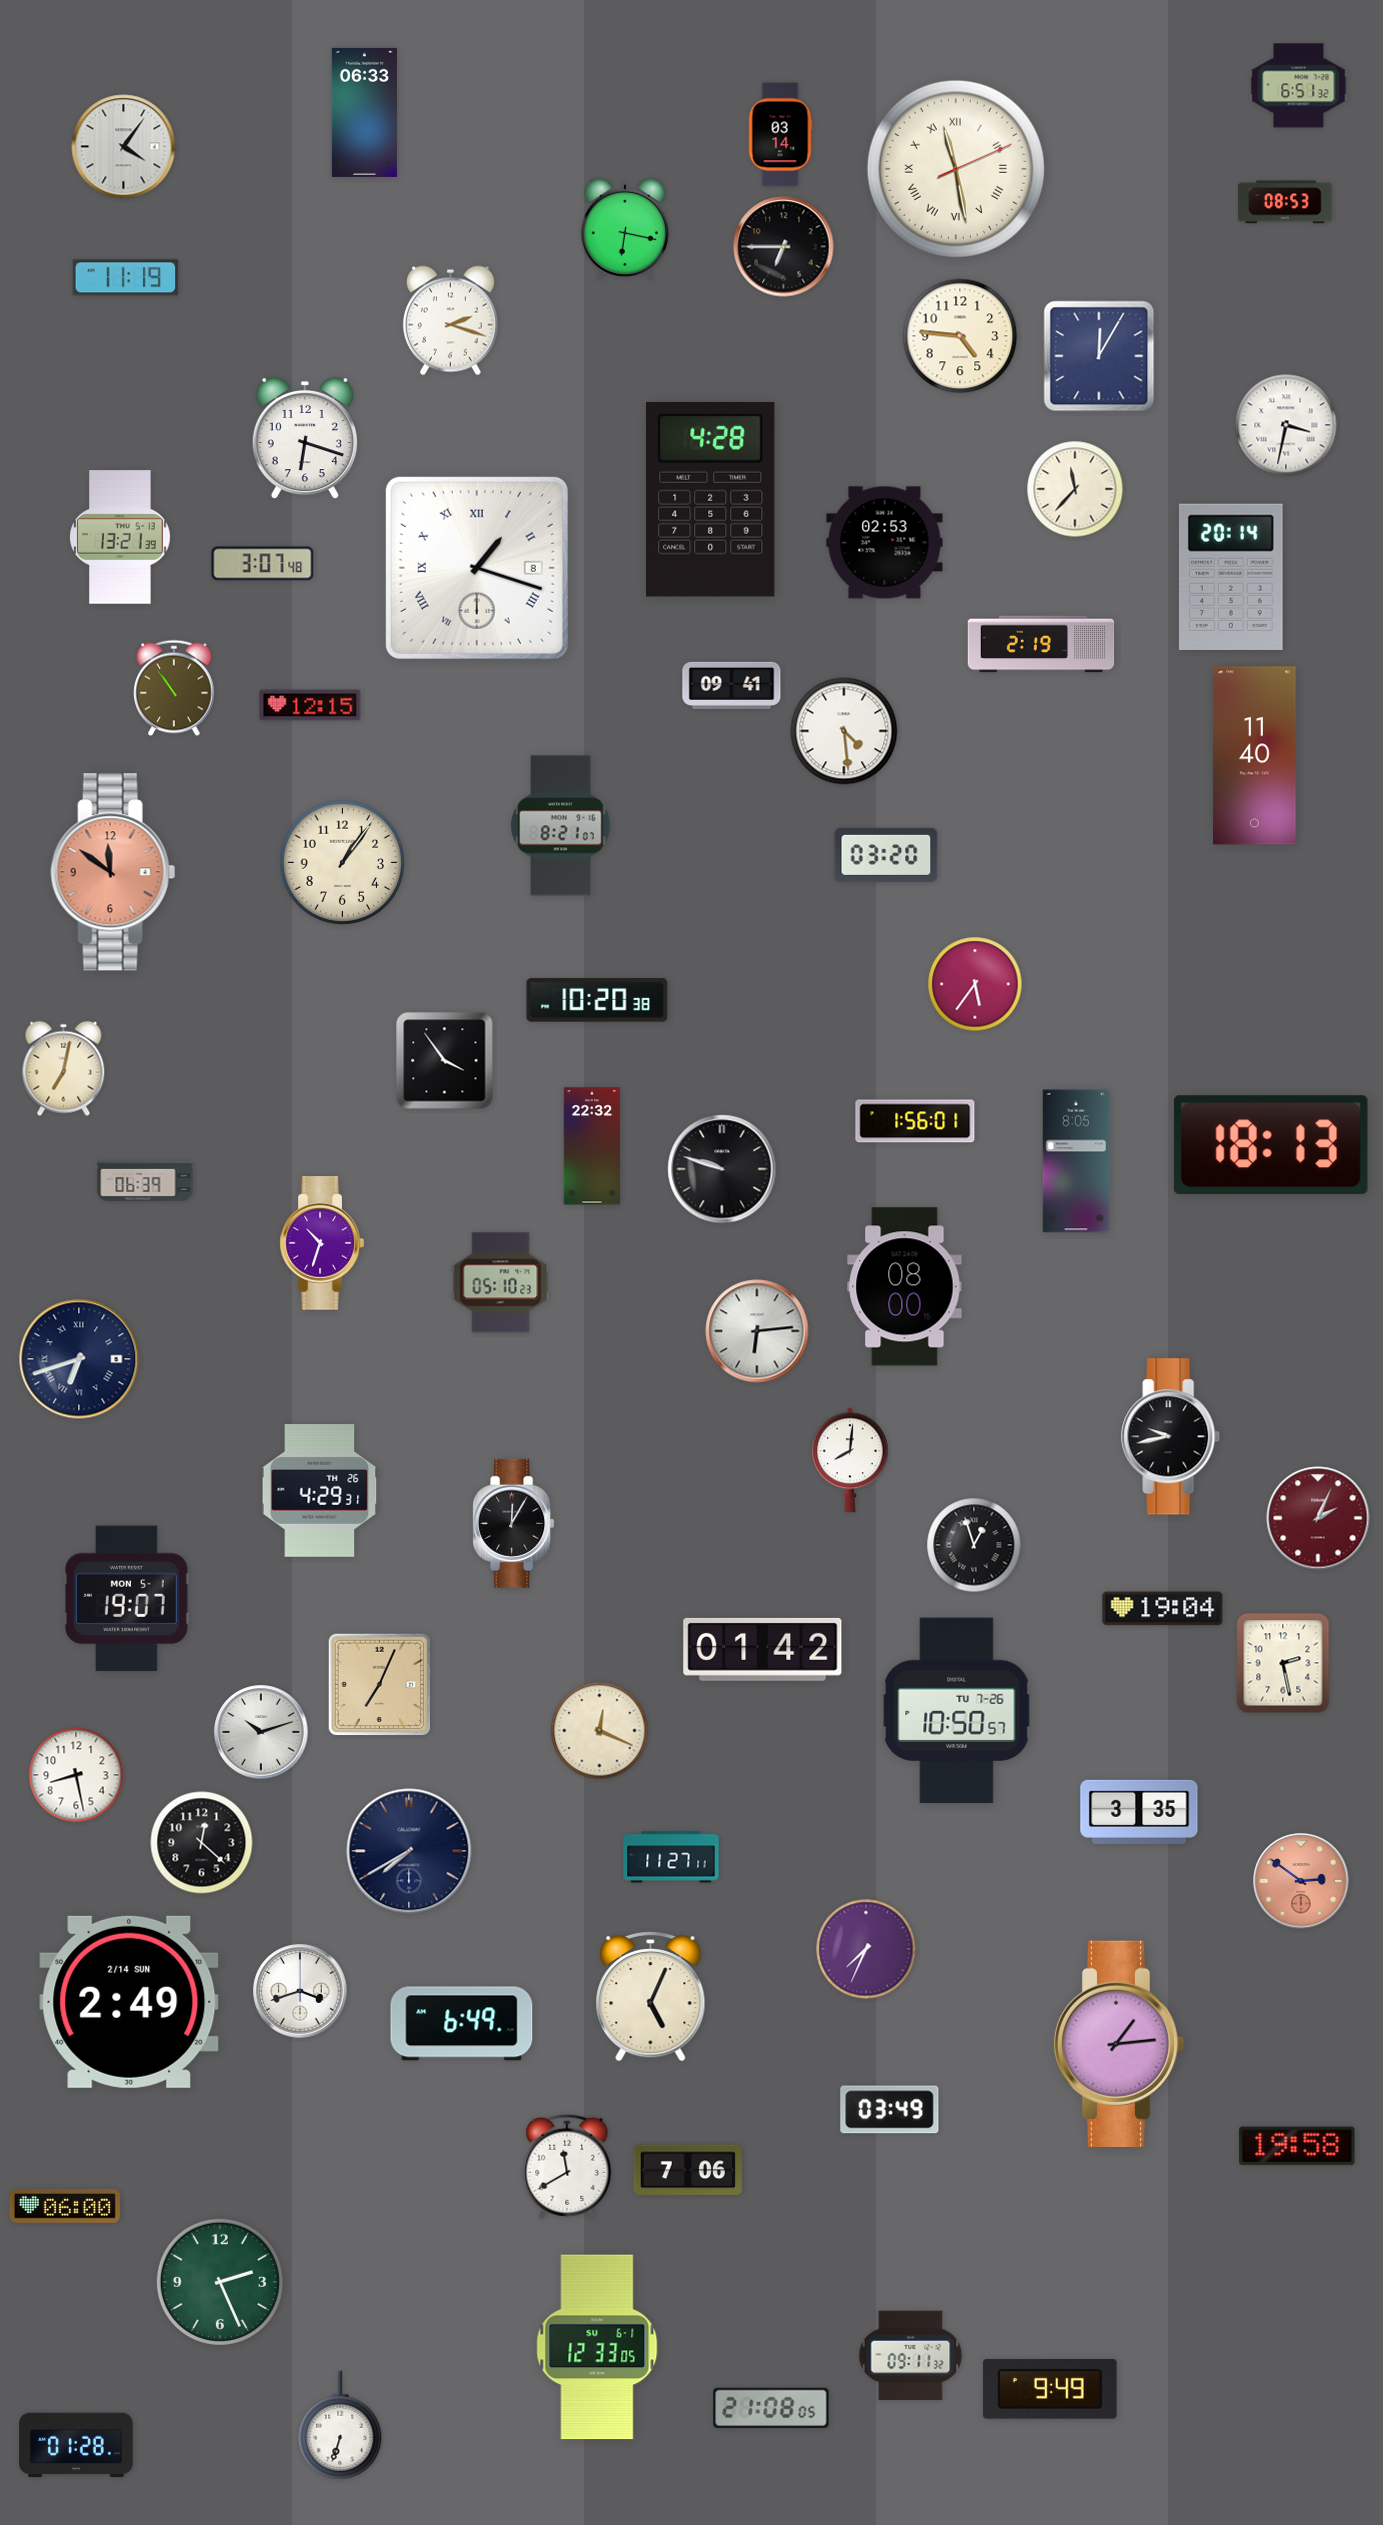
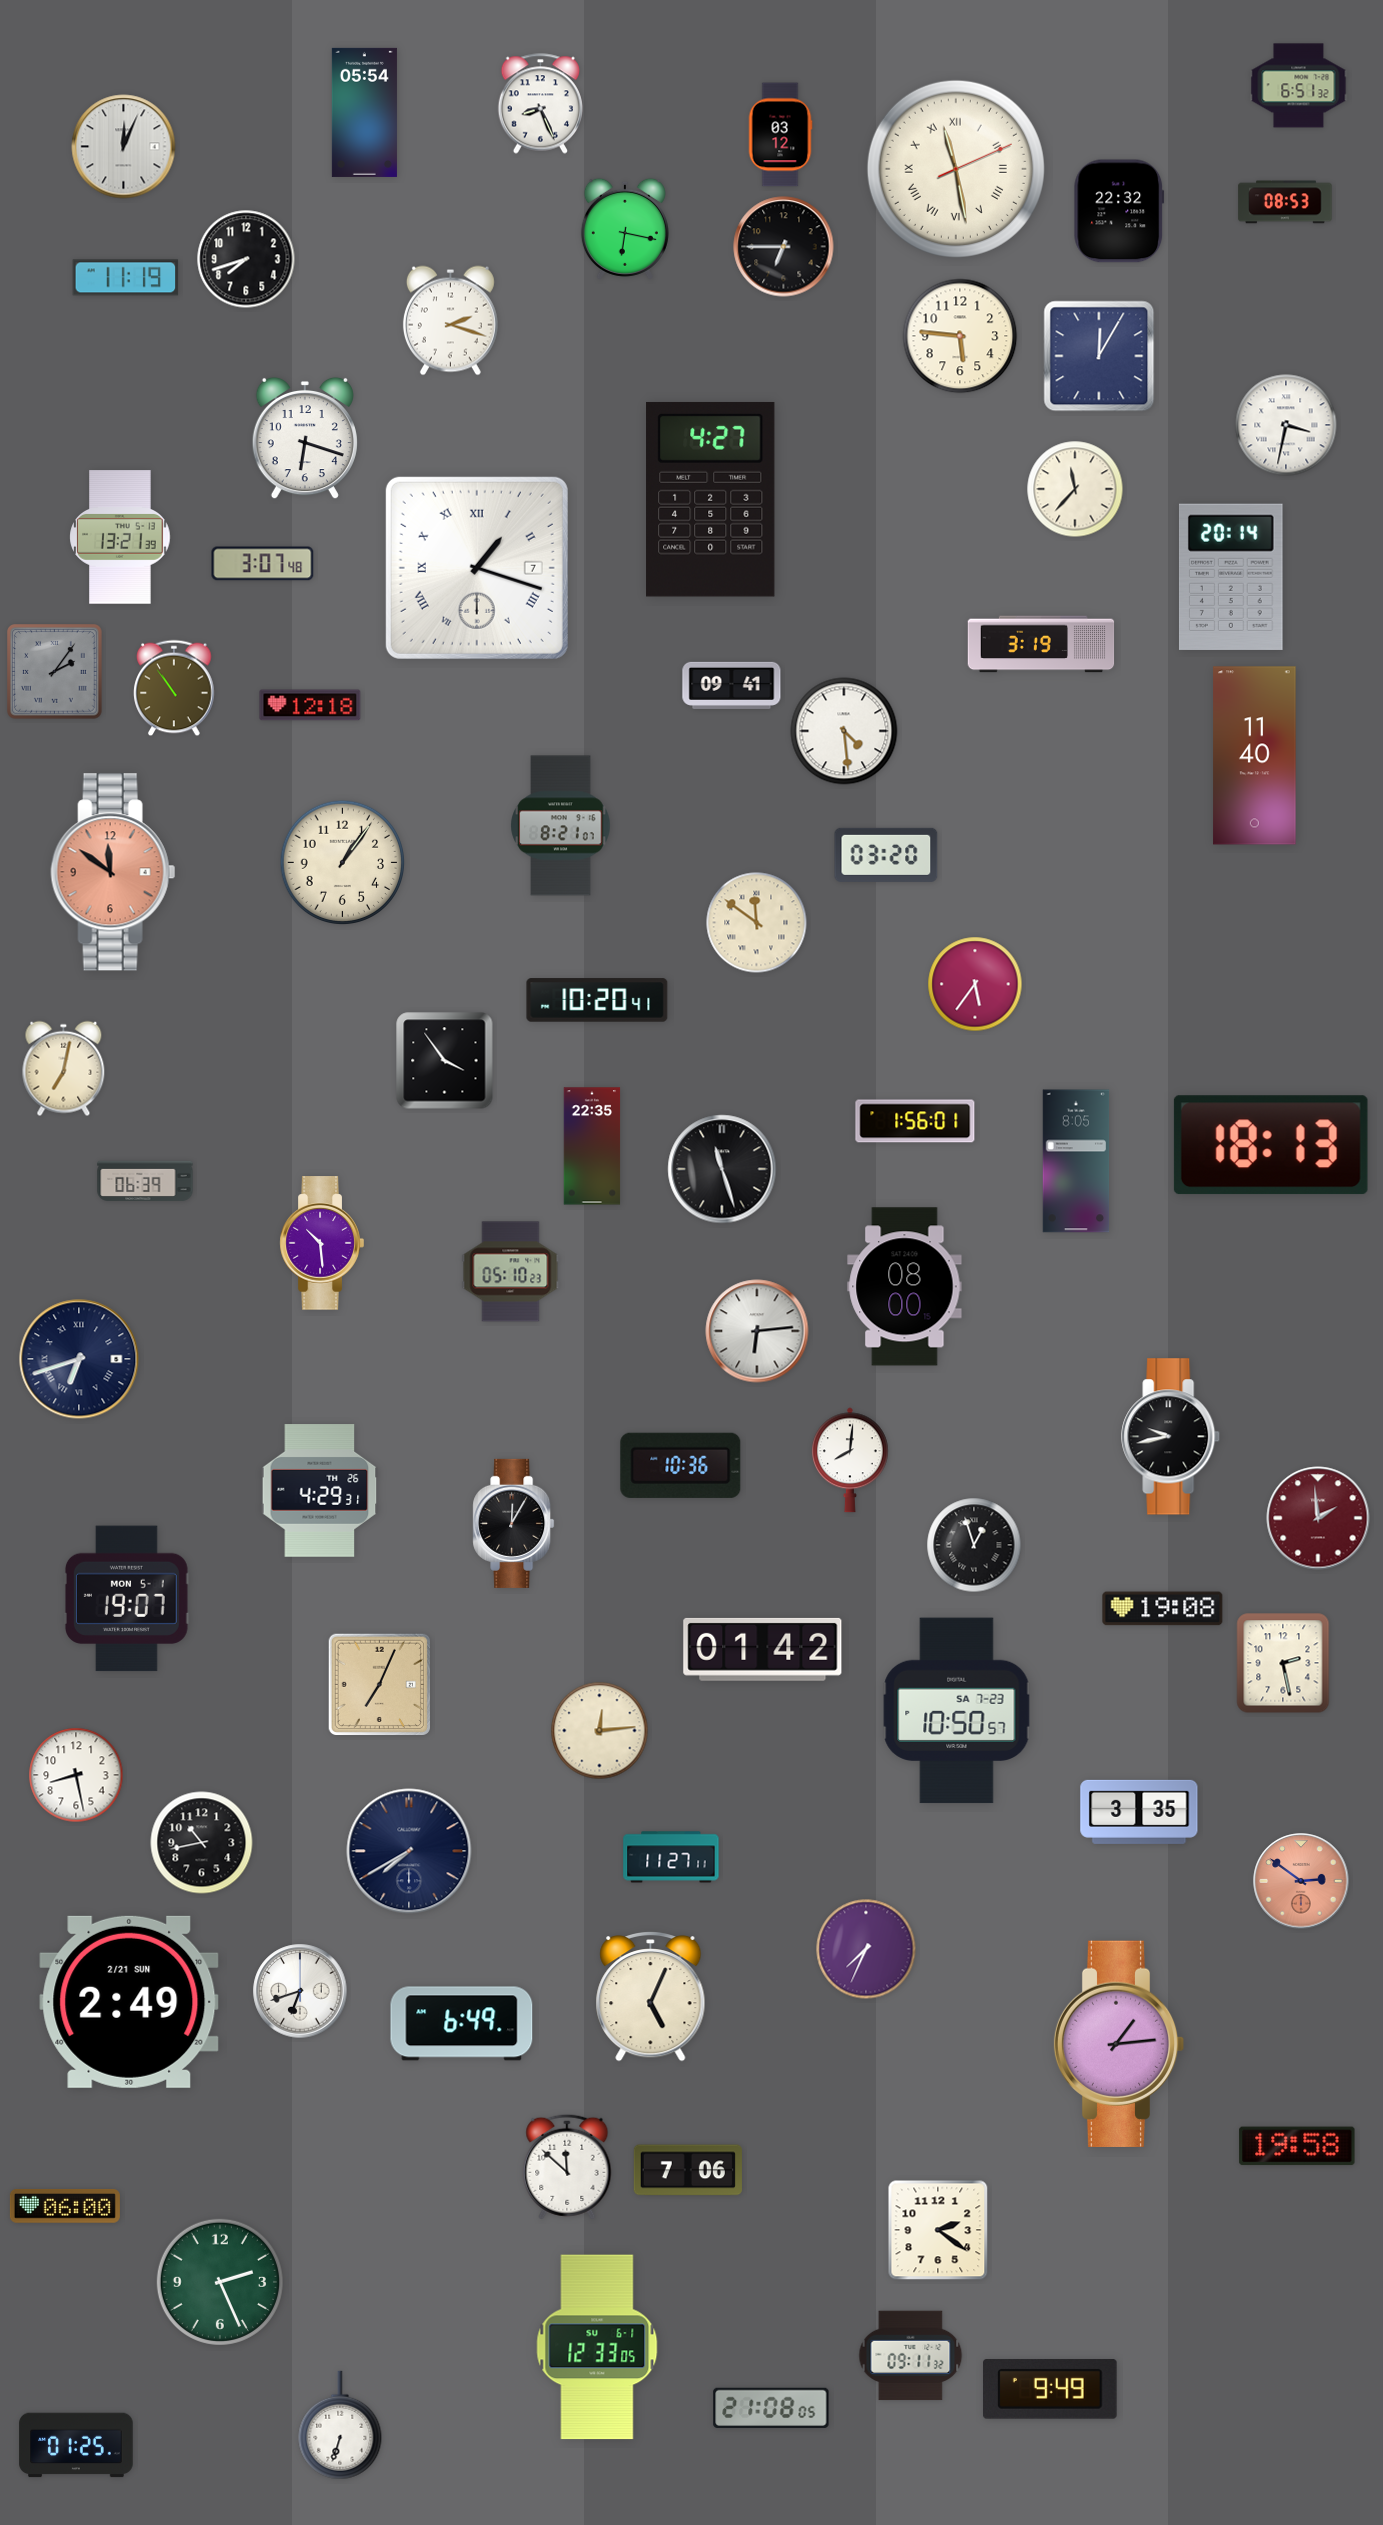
clock at (540, 104): none -> 8:26
clock at (364, 112): 06:33 -> 05:54
clock at (780, 135): 03:14 -> 03:12
clock at (124, 147): 4:06 -> 12:04
clock at (1119, 211): none -> 22:32
clock at (246, 259): none -> 7:42
clock at (960, 336): 4:46 -> 5:46
clock at (711, 499): 4:28 -> 4:27
clock at (885, 543): 02:53 -> none
clock at (477, 568) date: 8 -> 7
clock at (1041, 644): 2:19 -> 3:19
clock at (55, 672): none -> 2:06
clock at (310, 705): 12:15 -> 12:18
clock at (757, 923): none -> 11:51
clock at (597, 1000): 10:20:38 -> 10:20:41
clock at (592, 1146): 22:32 -> 22:35
clock at (722, 1169): 9:48 -> 11:27
clock at (322, 1243): 10:33 -> 10:29
clock at (501, 1283) position: (501, 1283) -> (511, 1272)
clock at (681, 1465): none -> 10:36
clock at (1318, 1518): 2:04 -> 1:59
clock at (1163, 1609): 19:04 -> 19:08
clock at (957, 1711) date: TU 7-26 -> SA 7-23
clock at (600, 1731): 12:19 -> 12:14
clock at (261, 1732): 10:12 -> none
clock at (202, 1843): 12:22 -> 10:43
clock at (300, 1991): 3:42 -> 6:42
clock at (129, 2002) date: 2/14 SUN -> 2/21 SUN
clock at (890, 2110): 03:49 -> none
clock at (567, 2167): 11:40 -> 11:52
clock at (938, 2230): none -> 2:21
clock at (76, 2445): 01:28 -> 01:25
